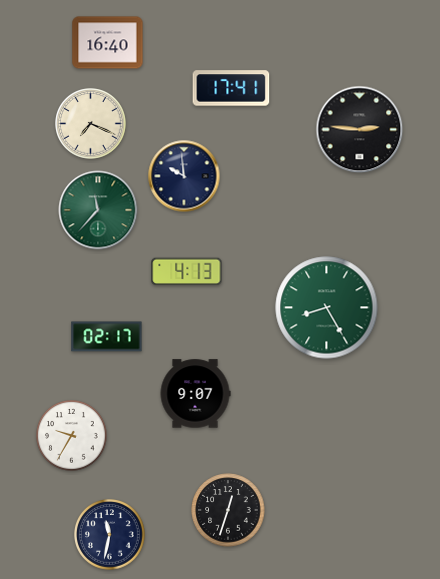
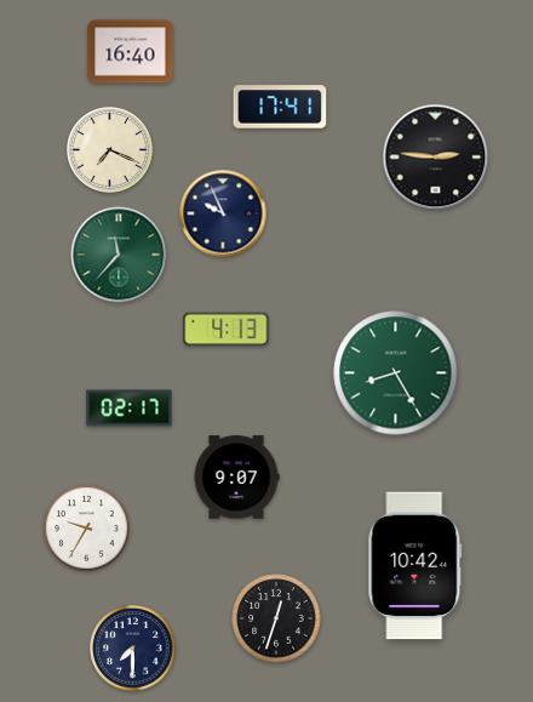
clock at (184, 176): 9:59 -> 9:56
clock at (415, 566): none -> 10:42
clock at (110, 535): 11:32 -> 7:30
